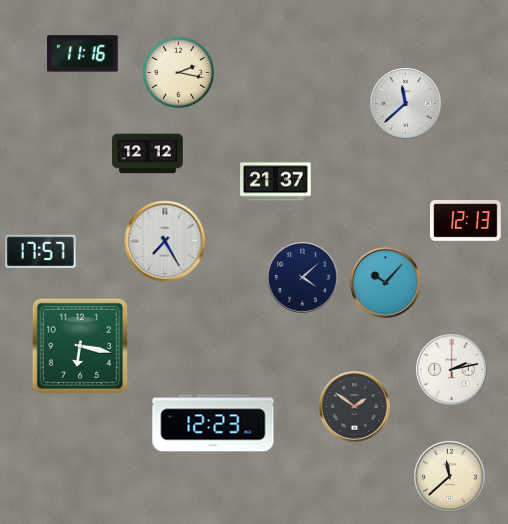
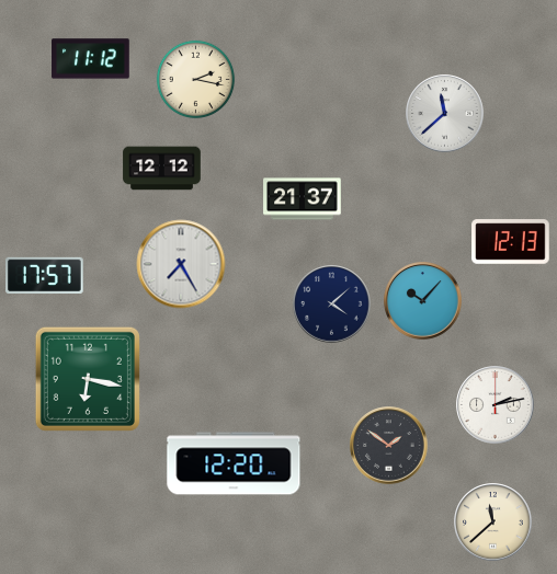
clock at (83, 54): 11:16 -> 11:12
clock at (386, 283) position: (386, 283) -> (423, 301)
clock at (213, 423): 12:23 -> 12:20
